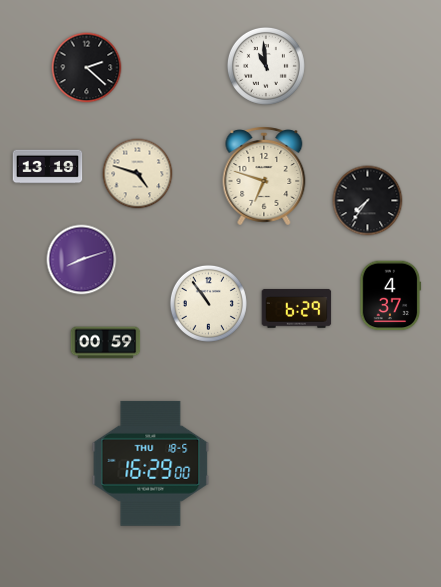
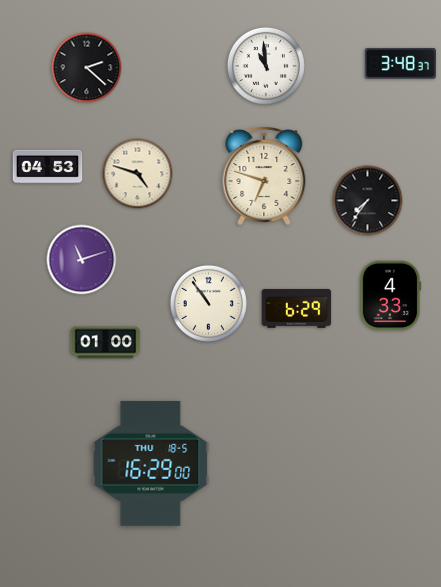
clock at (400, 64): none -> 3:48
clock at (48, 167): 13:19 -> 04:53
clock at (82, 260): 8:12 -> 11:12
clock at (390, 296): 4:37 -> 4:33
clock at (106, 343): 00:59 -> 01:00
